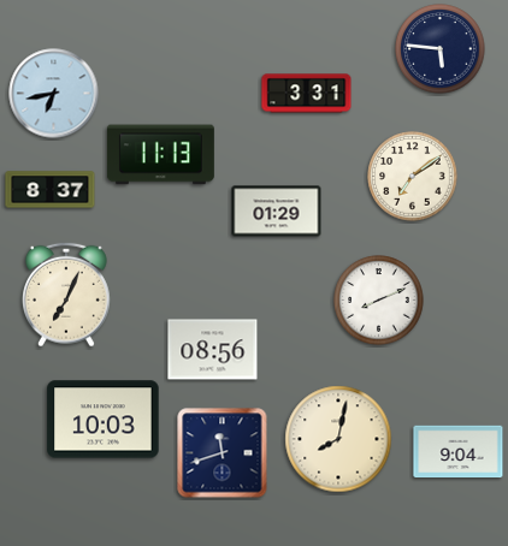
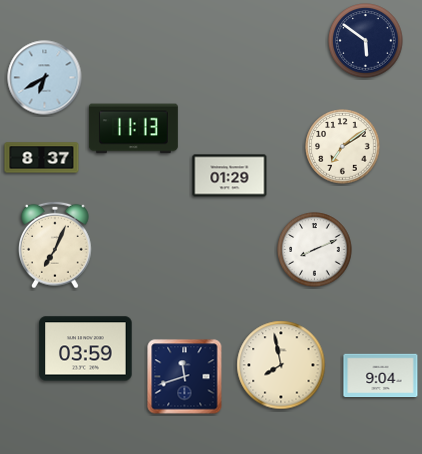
clock at (441, 49): 5:46 -> 5:51
clock at (54, 94): 6:43 -> 6:40
clock at (307, 94): 3:31 -> none
clock at (213, 350): 08:56 -> none
clock at (104, 420): 10:03 -> 03:59
clock at (338, 439): 8:02 -> 7:58
